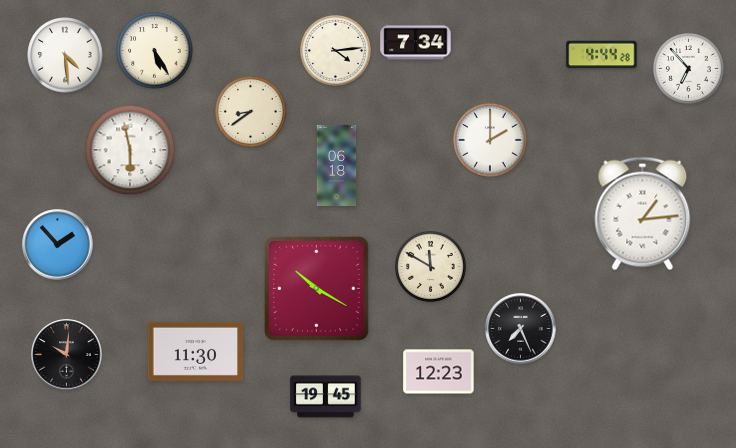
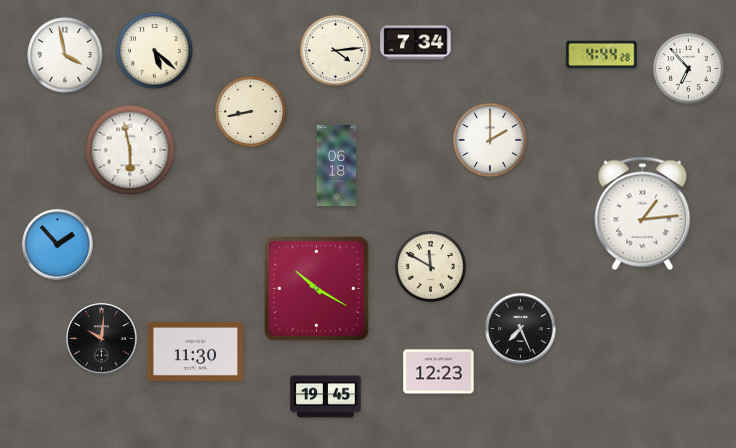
clock at (155, 51): 5:25 -> 5:22
clock at (65, 55): 4:29 -> 3:58
clock at (250, 111): 8:39 -> 8:43
clock at (67, 355) position: (67, 355) -> (102, 339)
